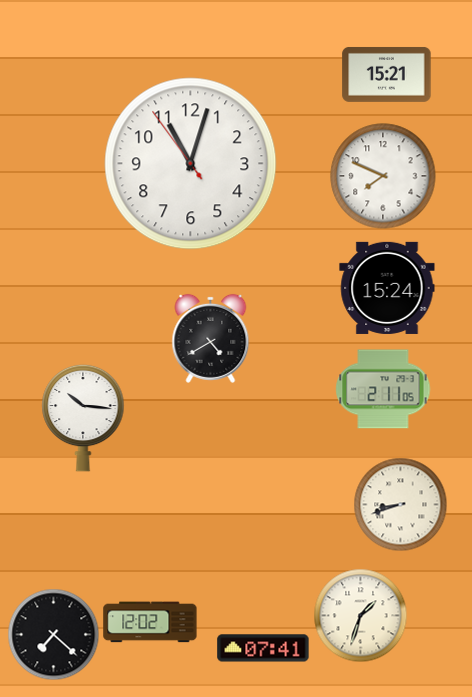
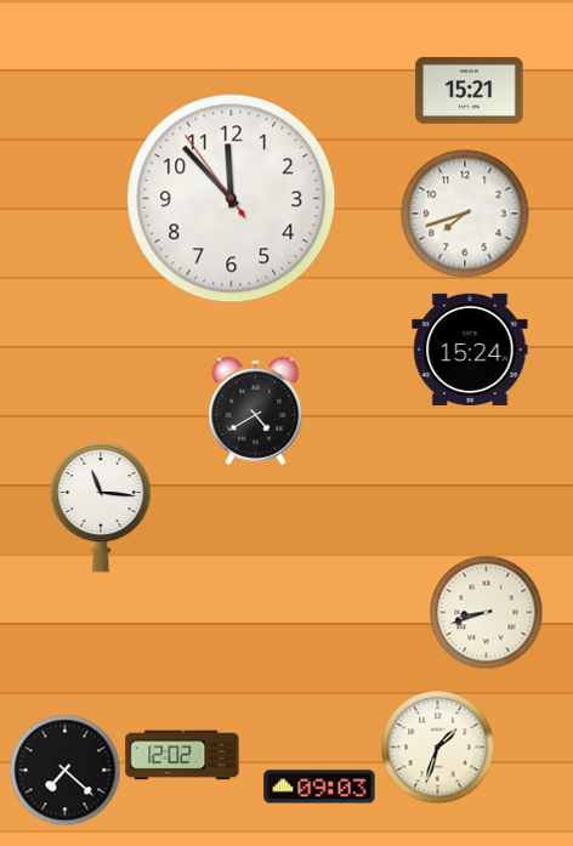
clock at (191, 164): 11:02 -> 11:52
clock at (383, 176): 7:49 -> 7:42
clock at (383, 389): 2:11 -> none
clock at (83, 418): 10:16 -> 11:16
clock at (263, 648): 07:41 -> 09:03
